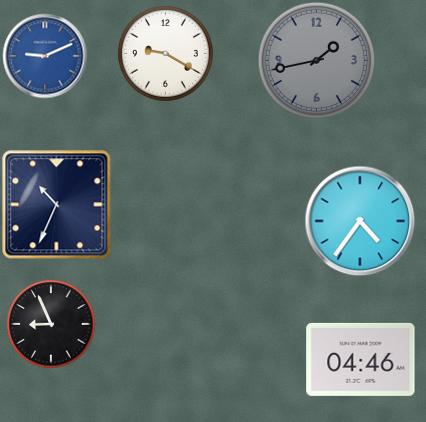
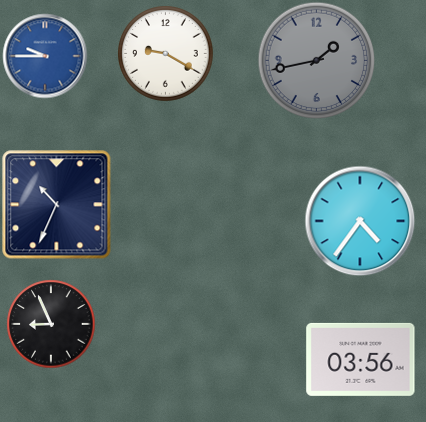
clock at (45, 56): 9:11 -> 9:45
clock at (361, 359): 04:46 -> 03:56
